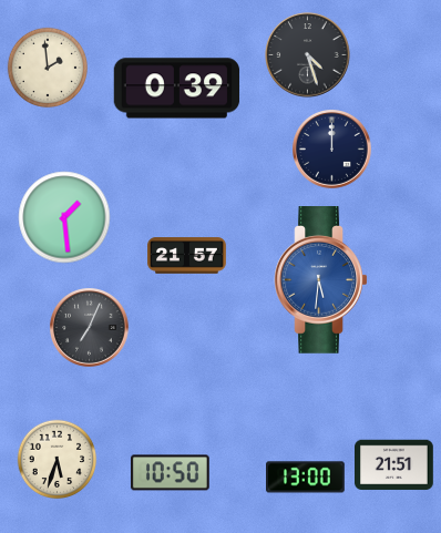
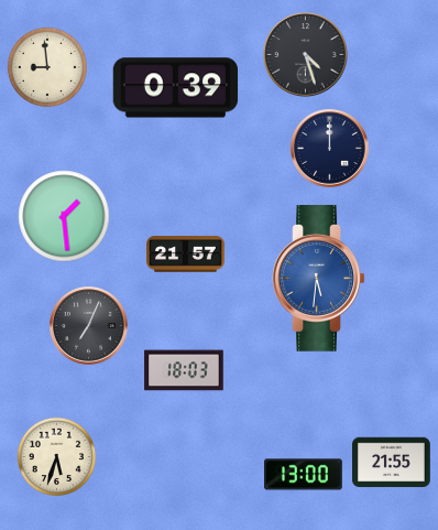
clock at (47, 66): 1:59 -> 8:59
clock at (184, 370): none -> 18:03
clock at (394, 465): 21:51 -> 21:55
clock at (170, 473): 10:50 -> none
